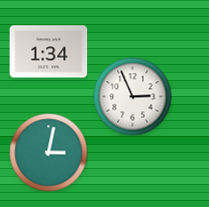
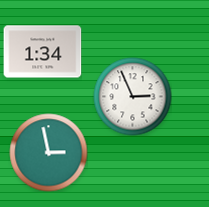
clock at (48, 52) position: (48, 52) -> (42, 52)
clock at (48, 152): 3:02 -> 2:58
